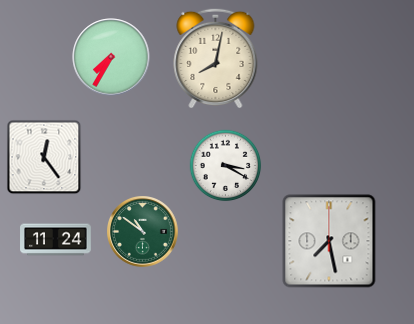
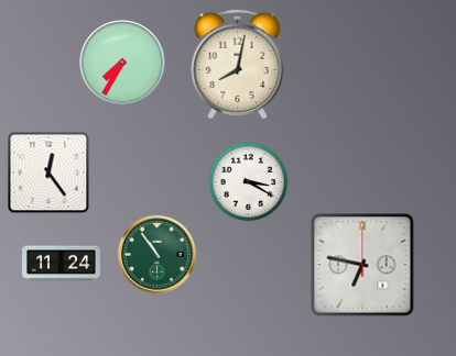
clock at (143, 232): 10:51 -> 10:54
clock at (329, 241): 7:28 -> 6:47
